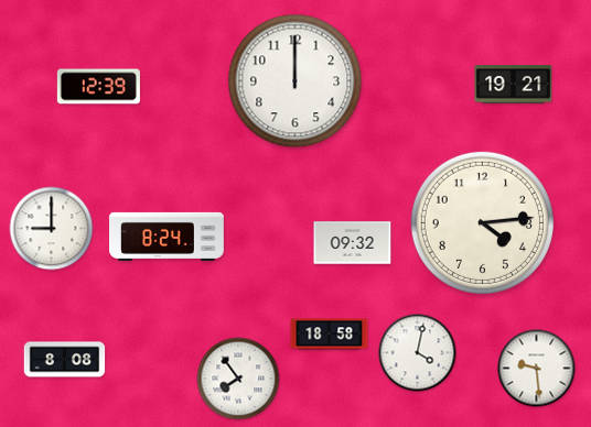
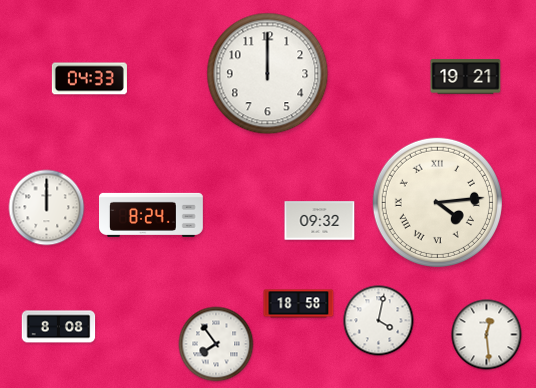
clock at (98, 87): 12:39 -> 04:33
clock at (482, 222) numerals: Arabic -> Roman
clock at (52, 229): 9:00 -> 12:00
clock at (537, 369): 9:29 -> 12:29
